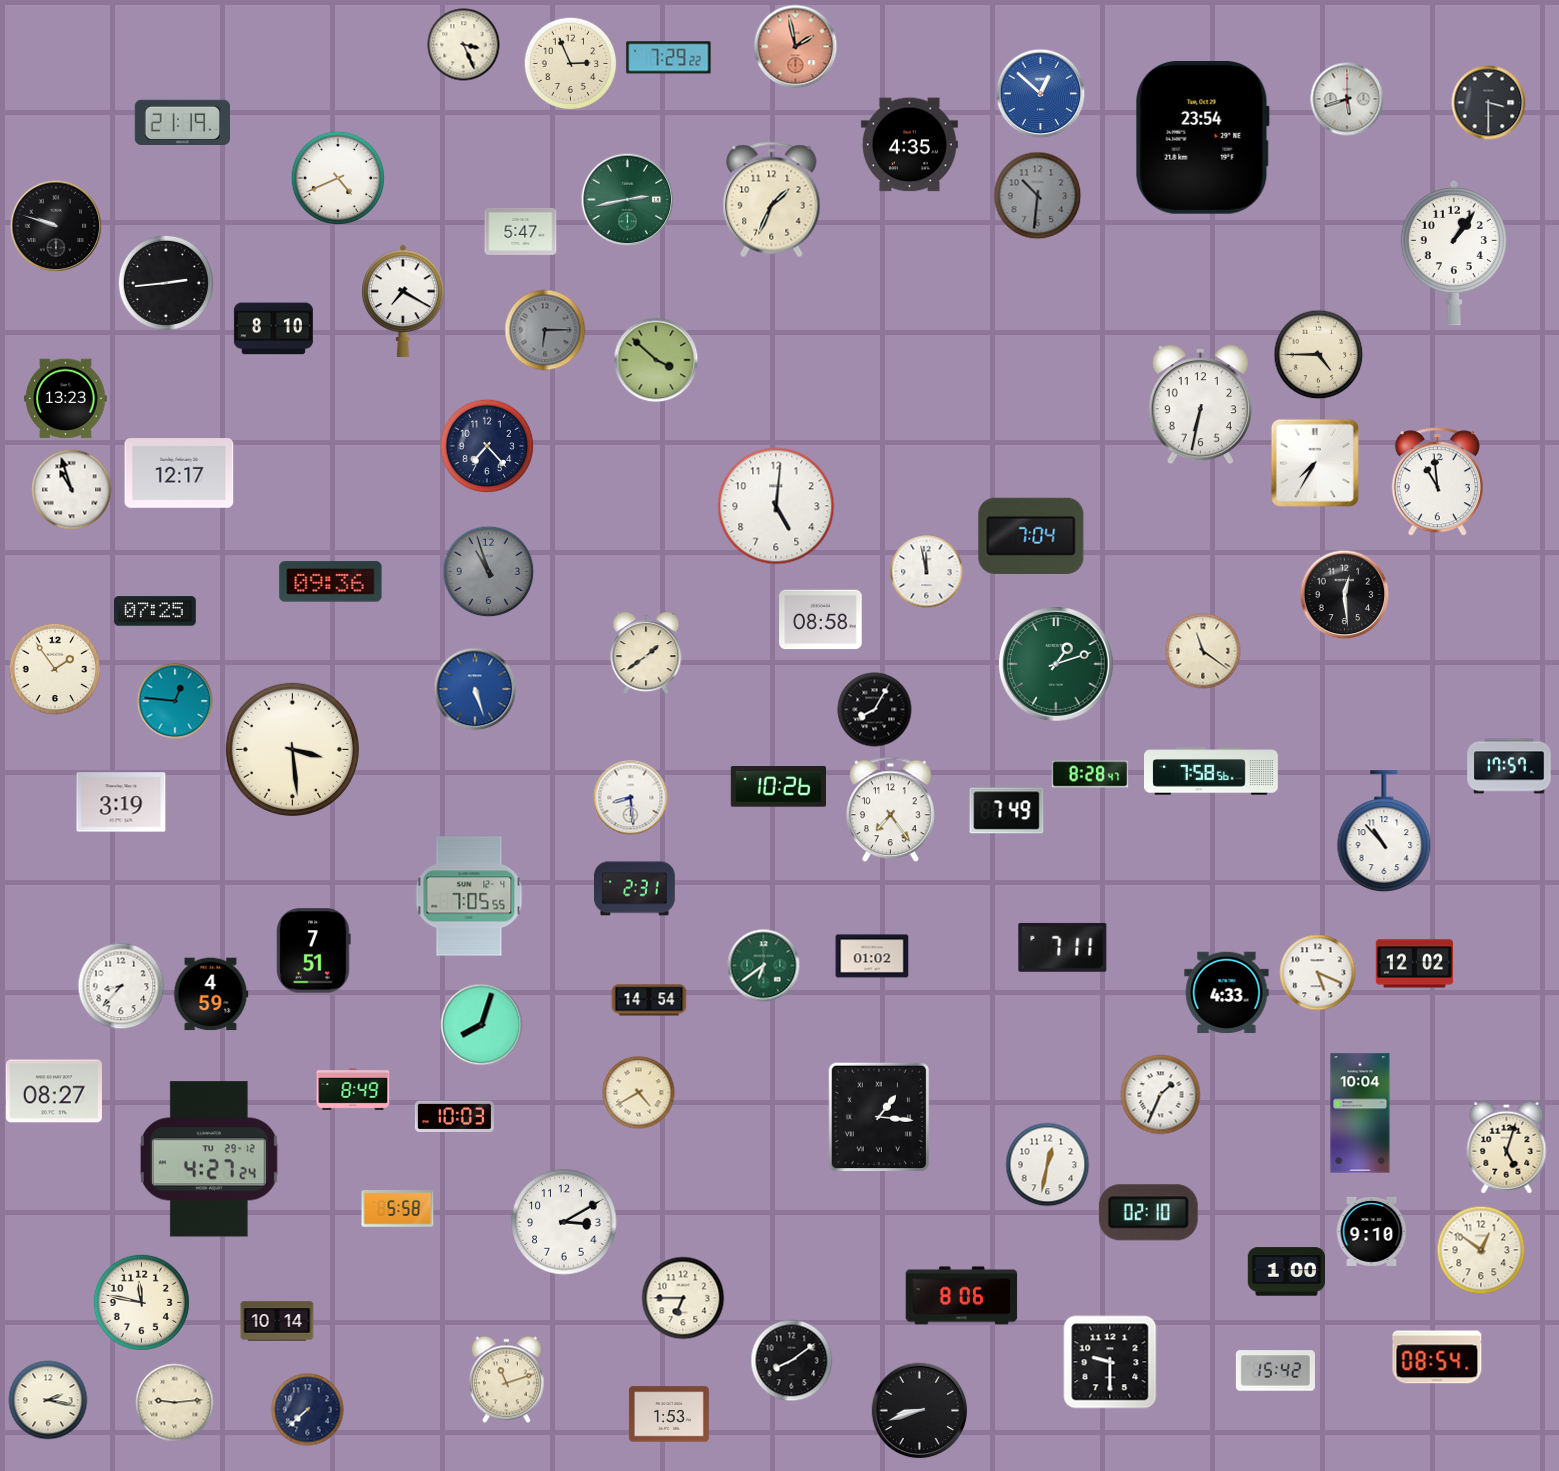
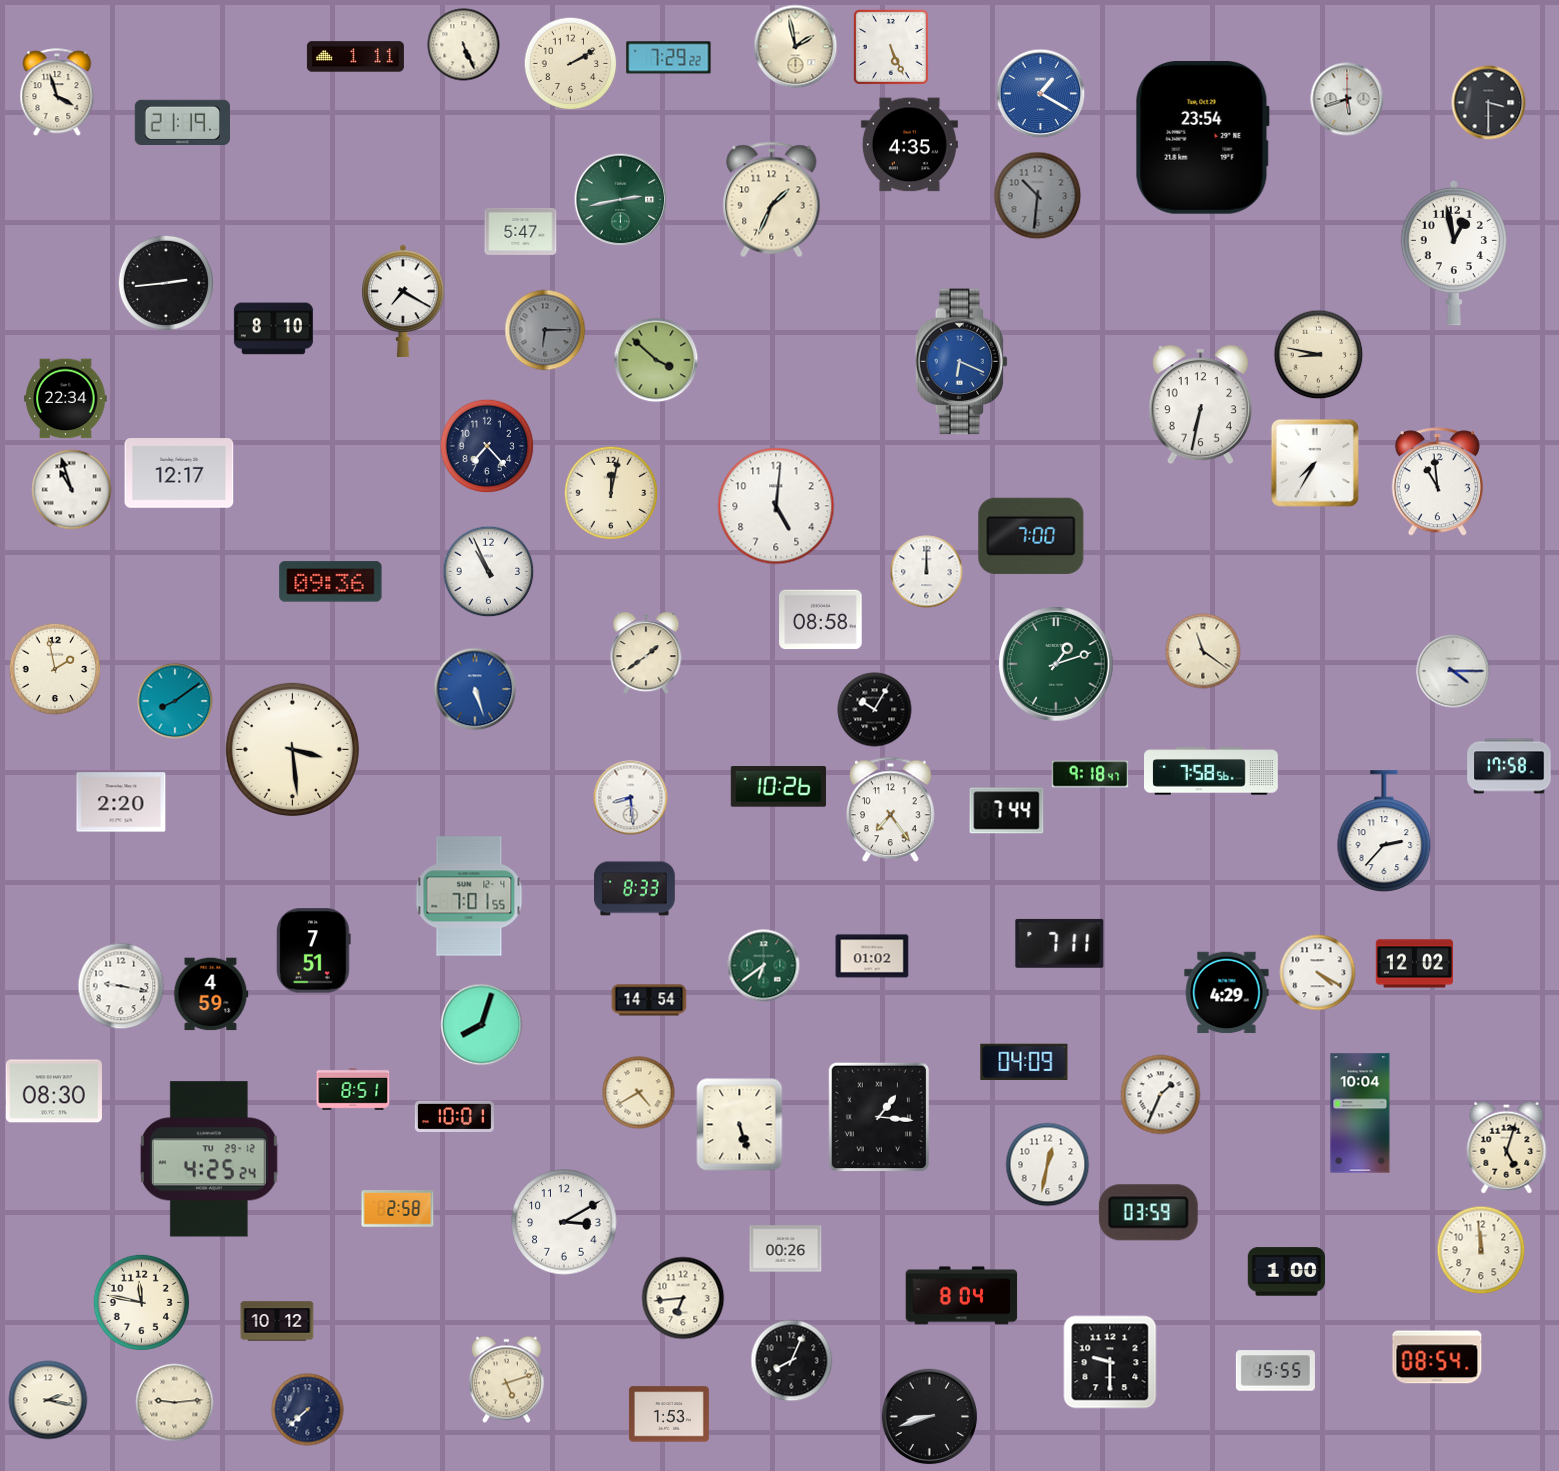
clock at (464, 45): 3:26 -> 5:26
clock at (796, 47) dial: salmon -> cream
clock at (891, 47): none -> 5:26
clock at (355, 57): none -> 1:11
clock at (571, 64): 2:56 -> 2:10
clock at (57, 93): none -> 3:57
clock at (1041, 94): 12:52 -> 1:20
clock at (338, 178): 4:41 -> none
clock at (628, 200) position: (628, 200) -> (621, 200)
clock at (56, 226): 9:48 -> none
clock at (1454, 253): 1:06 -> 12:58
clock at (1319, 355): 4:45 -> 8:47
clock at (962, 362): none -> 6:19
clock at (66, 399): 13:23 -> 22:34
clock at (611, 493): none -> 12:02
clock at (1031, 536): 7:04 -> 7:00
clock at (489, 572): 10:57 -> 10:56
clock at (489, 572) dial: grey -> white
clock at (927, 572): 11:58 -> 12:00
clock at (1345, 595): 12:29 -> none
clock at (155, 611): 07:25 -> none
clock at (55, 669): 1:54 -> 1:58
clock at (1453, 671): none -> 4:15
clock at (175, 701): 12:46 -> 8:09
clock at (875, 710): 8:05 -> 10:05
clock at (1509, 766): 17:57 -> 17:58
clock at (1090, 774): 8:28 -> 9:18
clock at (121, 802): 3:19 -> 2:20
clock at (1007, 811): 7:49 -> 7:44
clock at (1384, 832): 10:53 -> 2:37
clock at (635, 889): 2:31 -> 8:33
clock at (469, 896): 7:05 -> 7:01
clock at (1063, 947) position: (1063, 947) -> (1060, 943)
clock at (1318, 973): 5:19 -> 4:20
clock at (121, 986): 8:37 -> 9:17
clock at (1227, 993): 4:33 -> 4:29
clock at (1024, 1062): none -> 04:09
clock at (353, 1089): 8:49 -> 8:51
clock at (54, 1091): 08:27 -> 08:30
clock at (454, 1116): 10:03 -> 10:01
clock at (740, 1125): none -> 5:27
clock at (209, 1159): 4:27 -> 4:25
clock at (398, 1209): 5:58 -> 2:58
clock at (1148, 1213): 02:10 -> 03:59
clock at (1372, 1231): 9:10 -> none
clock at (786, 1249): none -> 00:26
clock at (1481, 1250): 12:51 -> 11:59
clock at (962, 1296): 8:06 -> 8:04
clock at (683, 1298): 6:45 -> 6:44
clock at (277, 1321): 10:14 -> 10:12
clock at (792, 1361): 8:09 -> 8:04
clock at (1275, 1371): 15:42 -> 15:55
clock at (506, 1380): 11:12 -> 5:12
clock at (920, 1411) position: (920, 1411) -> (930, 1417)
